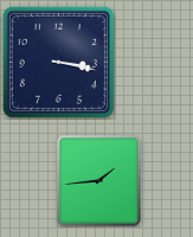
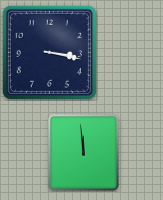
clock at (99, 181): 1:44 -> 11:59
